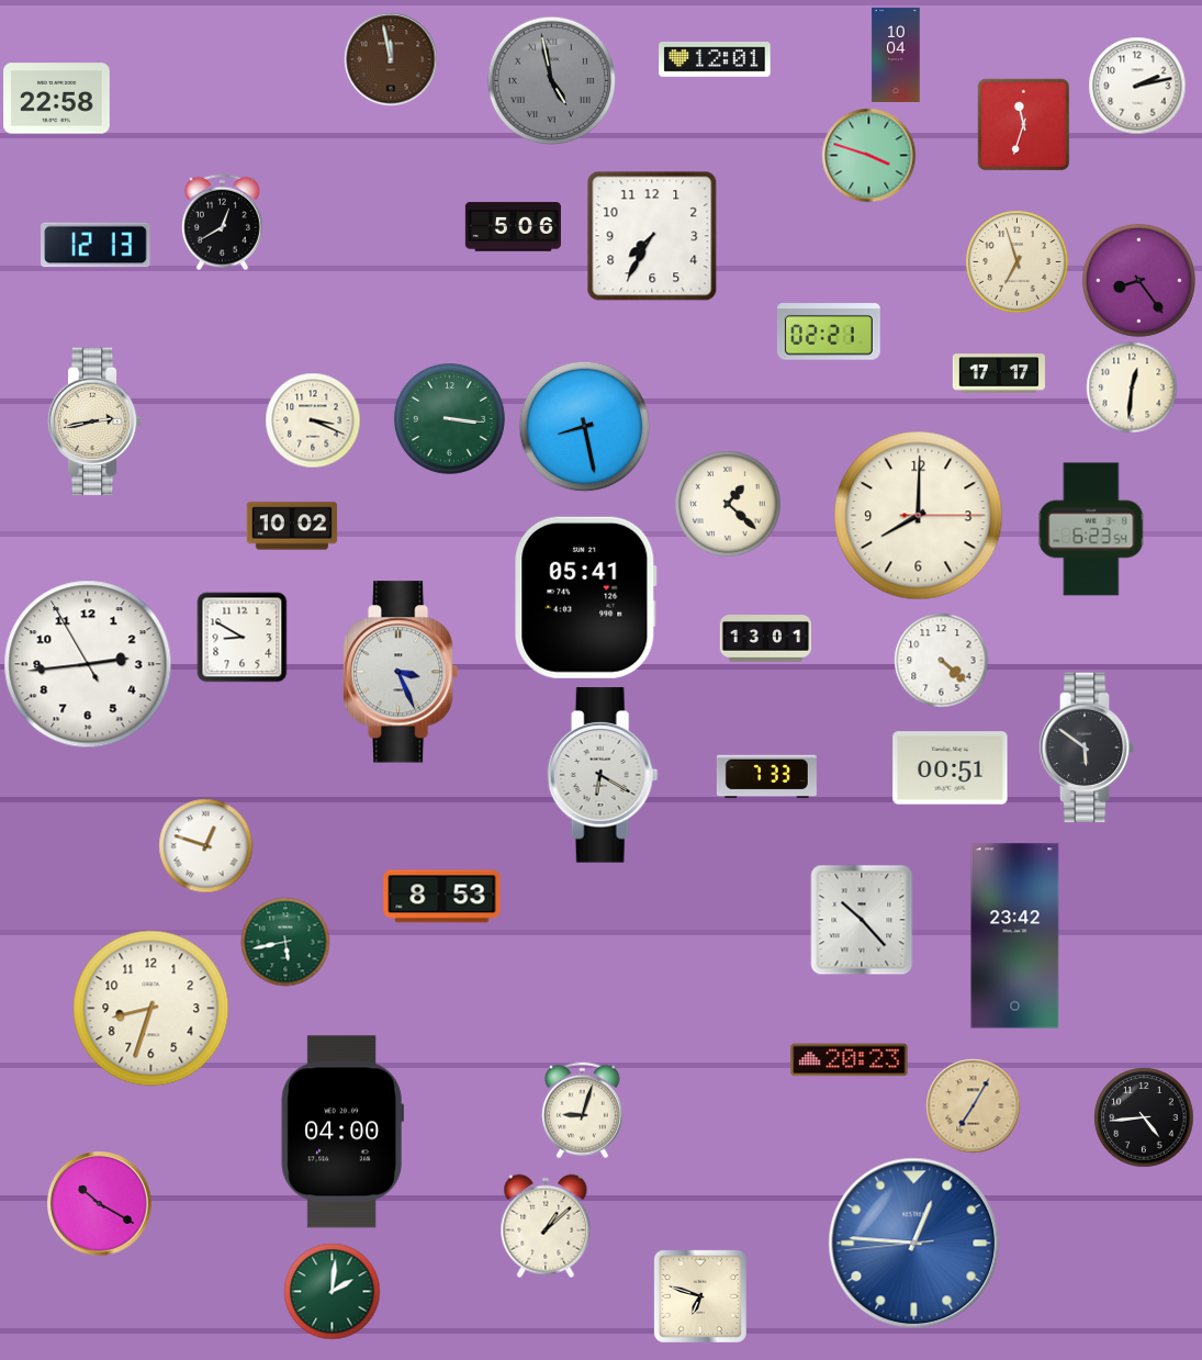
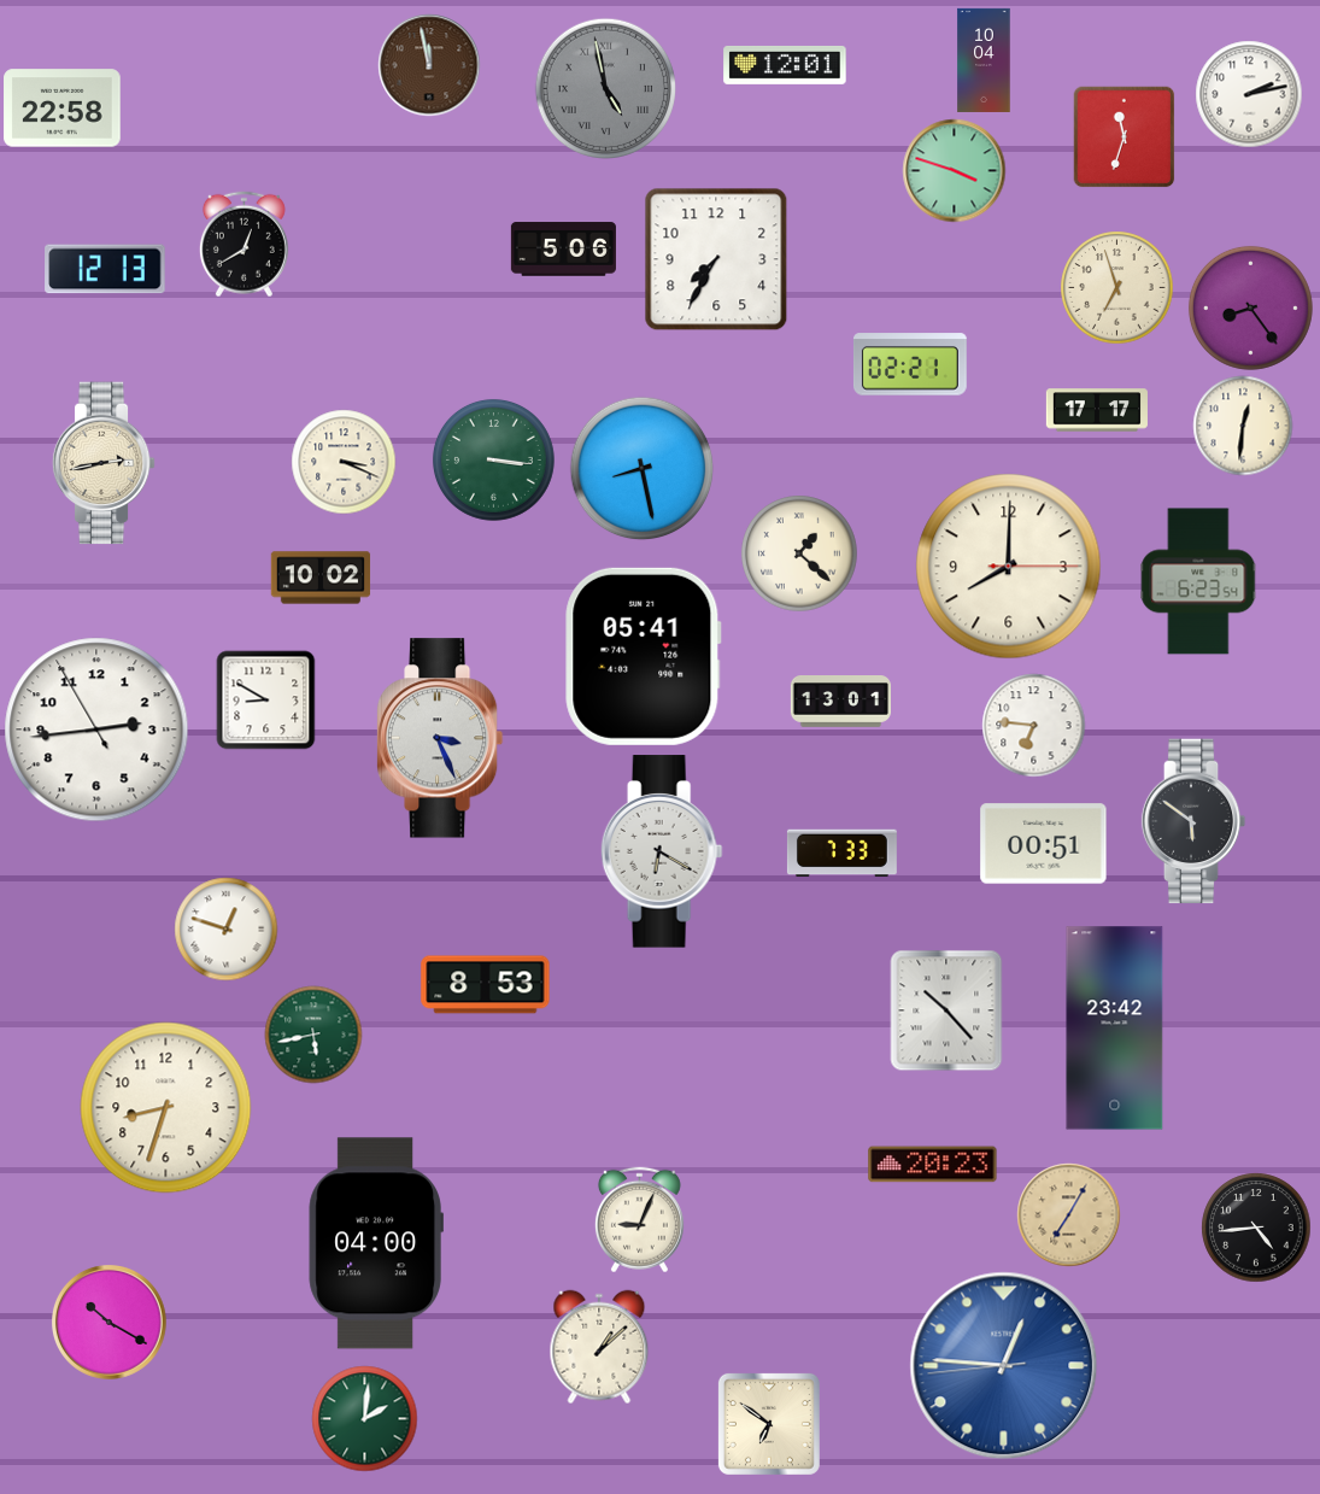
clock at (941, 660): 4:22 -> 6:46
clock at (582, 1110): 9:03 -> 9:04
clock at (700, 1296): 6:48 -> 6:51
